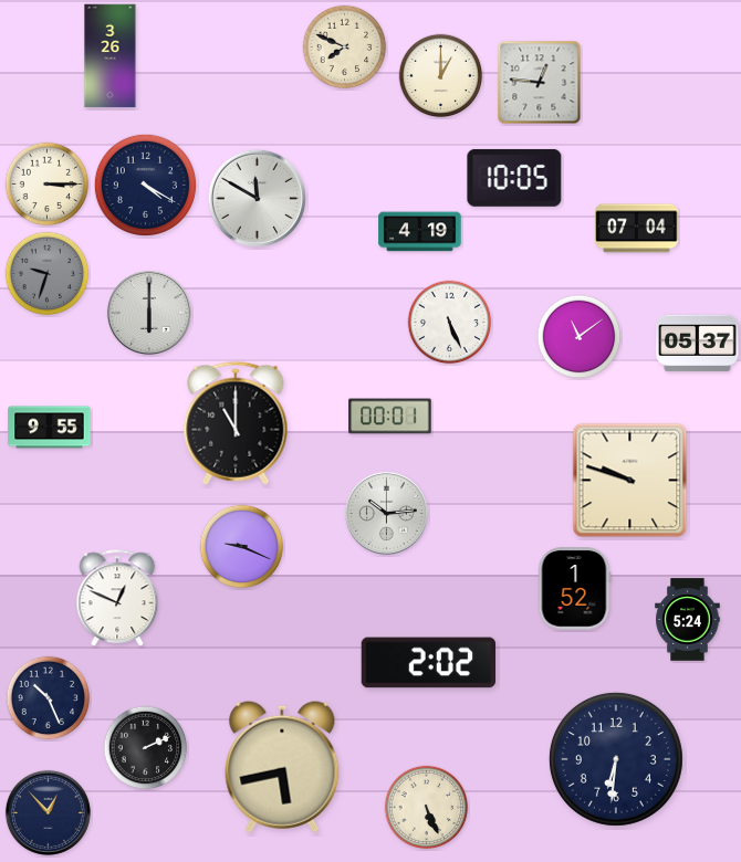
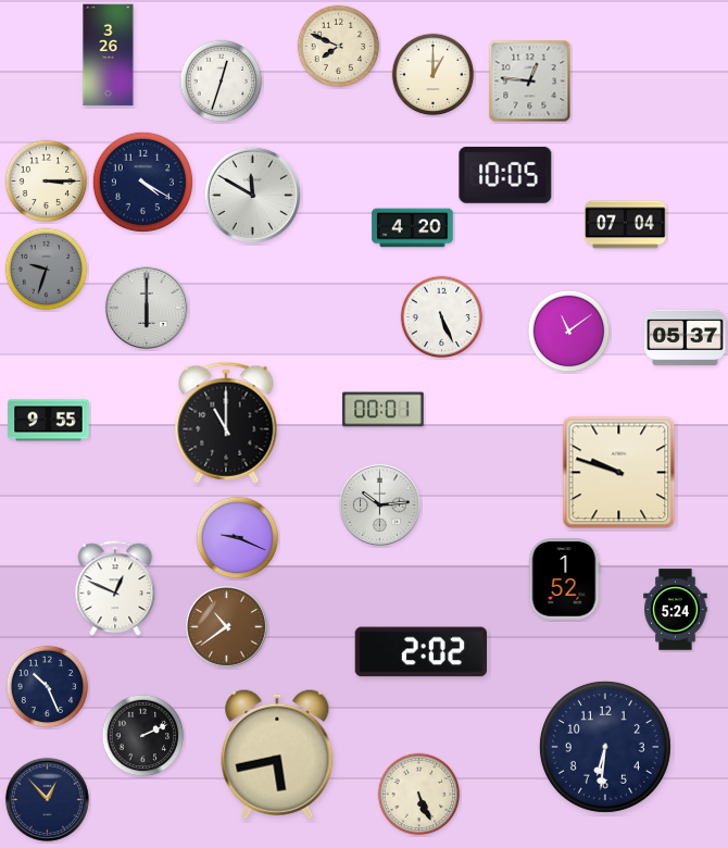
clock at (222, 82): none -> 12:33
clock at (420, 232): 4:19 -> 4:20
clock at (236, 423) position: (236, 423) -> (226, 423)
clock at (226, 626): none -> 10:39
